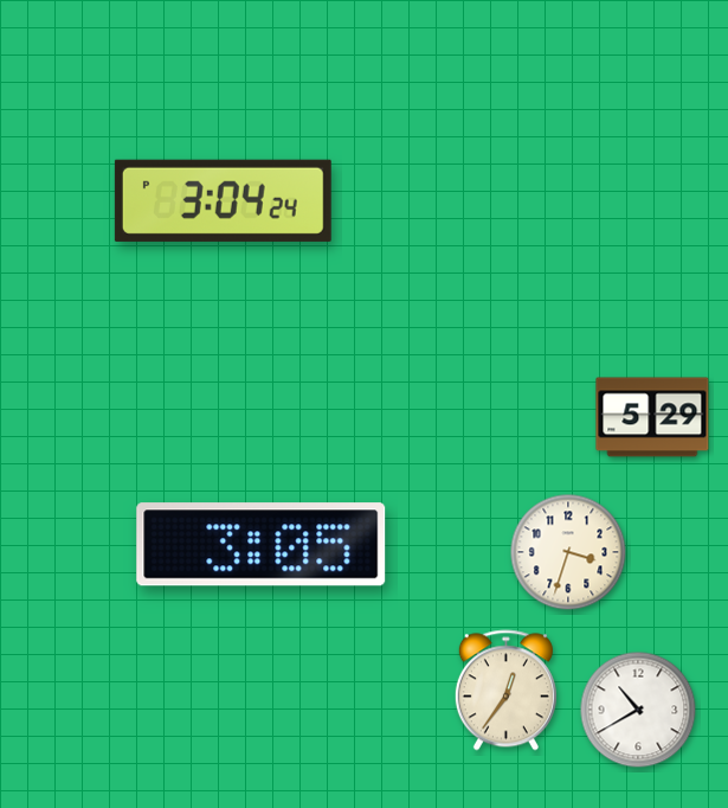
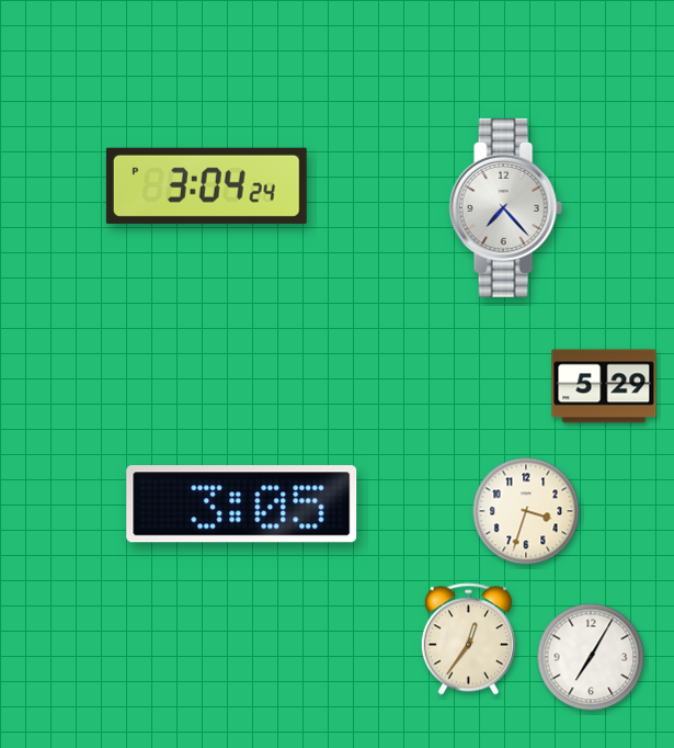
clock at (505, 207): none -> 7:23
clock at (638, 710): 10:40 -> 7:05
